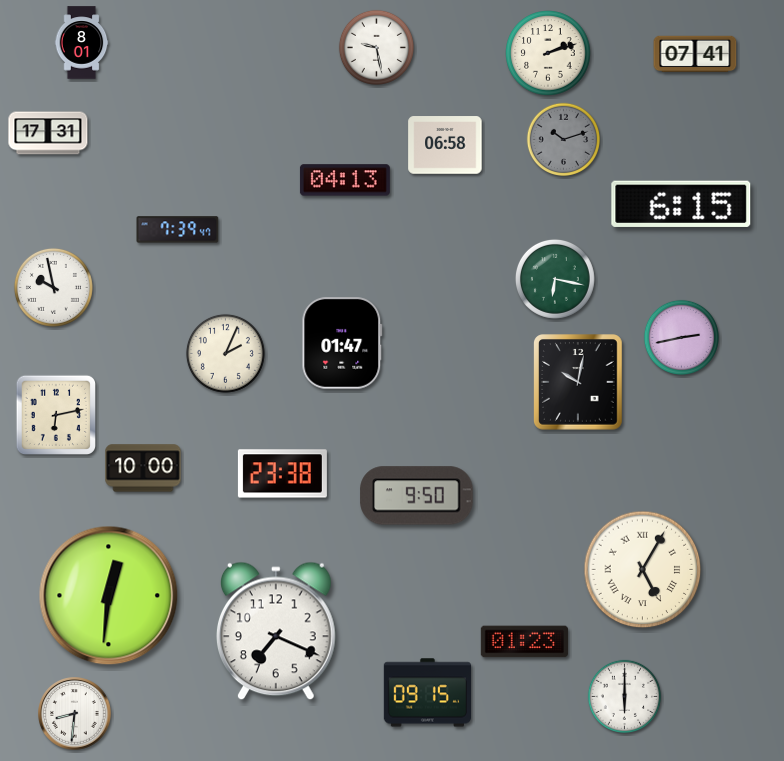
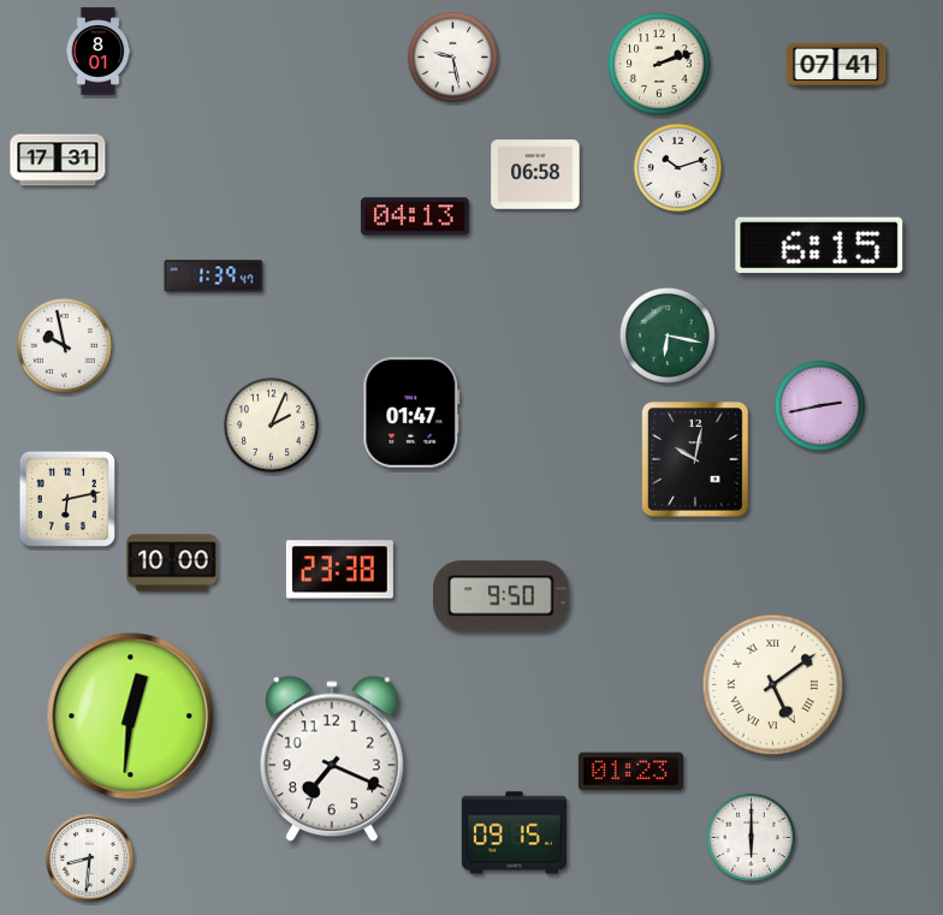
clock at (563, 139) dial: grey -> white
clock at (178, 230): 7:39 -> 1:39
clock at (643, 570): 5:05 -> 5:09
